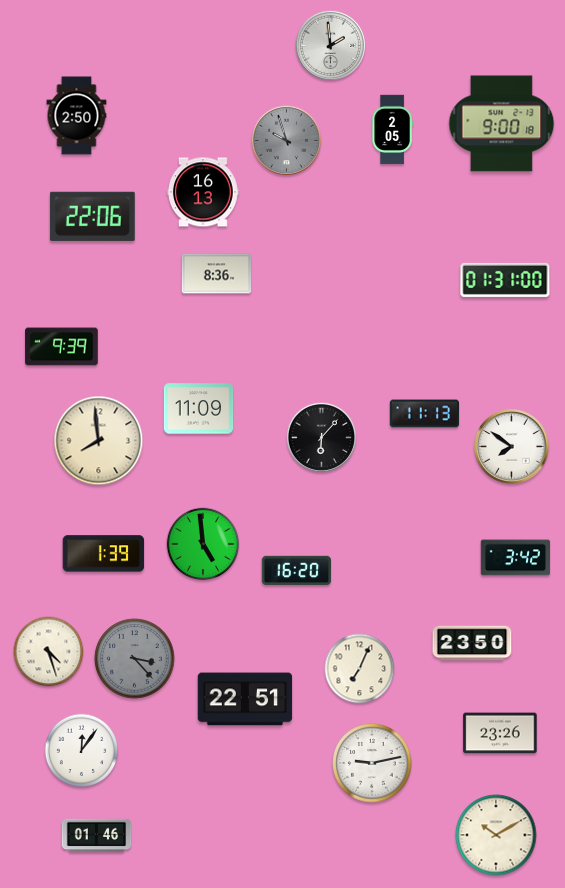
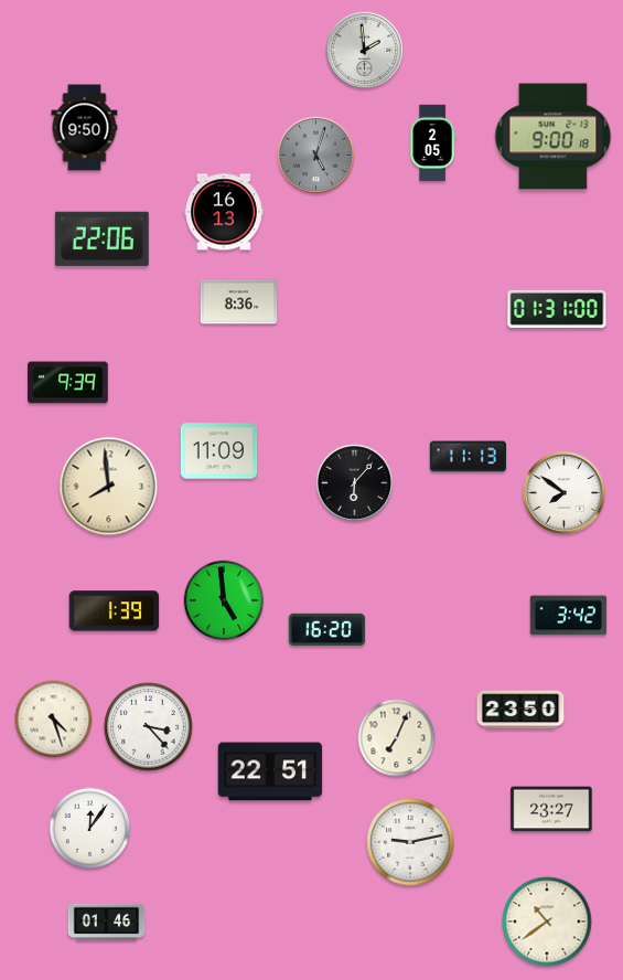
clock at (77, 116): 2:50 -> 9:50
clock at (286, 140): 9:57 -> 5:03
clock at (135, 659) dial: grey -> white
clock at (500, 733): 23:26 -> 23:27
clock at (496, 835): 10:10 -> 10:39
